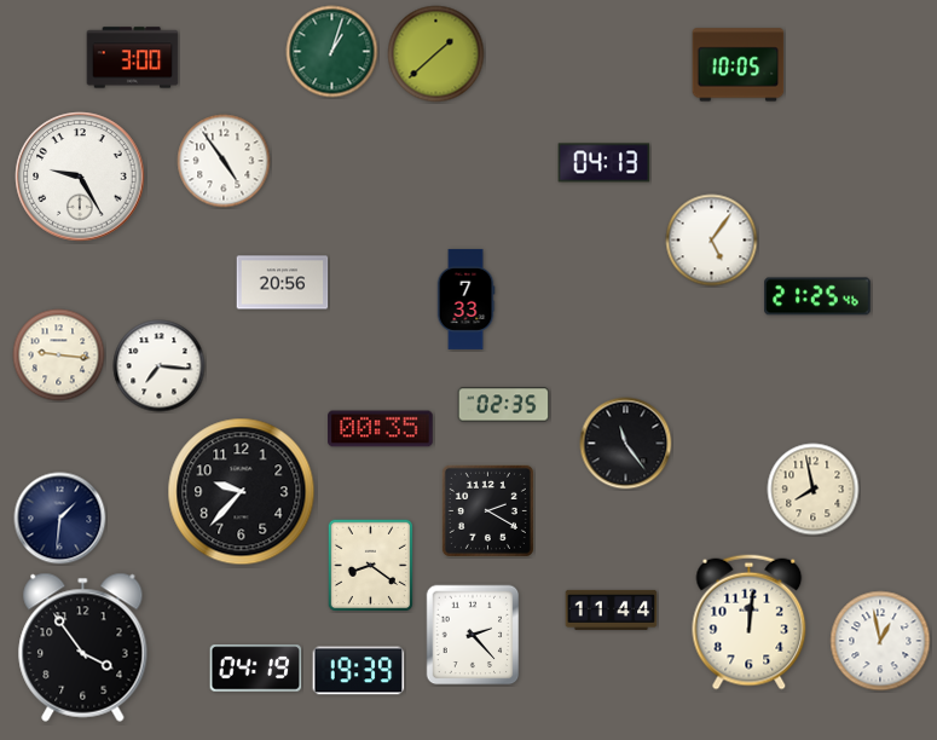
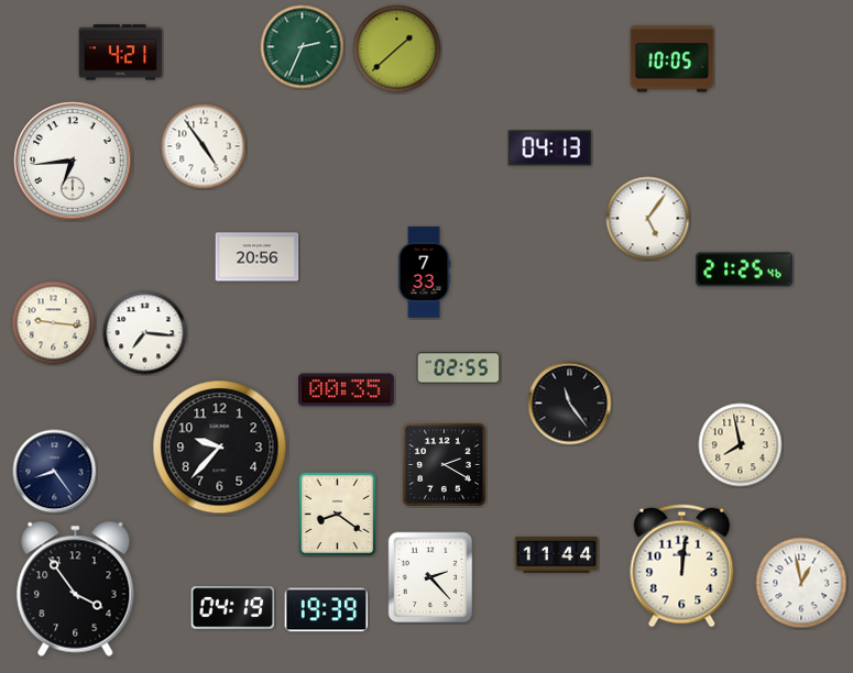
clock at (332, 52): 1:03 -> 2:34
clock at (133, 58): 3:00 -> 4:21
clock at (80, 177): 9:25 -> 6:44
clock at (504, 405): 02:35 -> 02:55
clock at (60, 519): 1:31 -> 8:24
